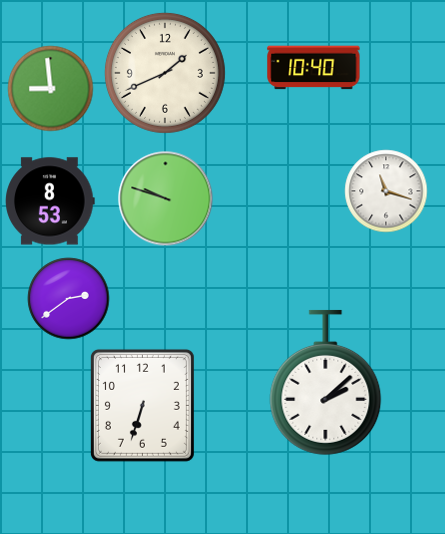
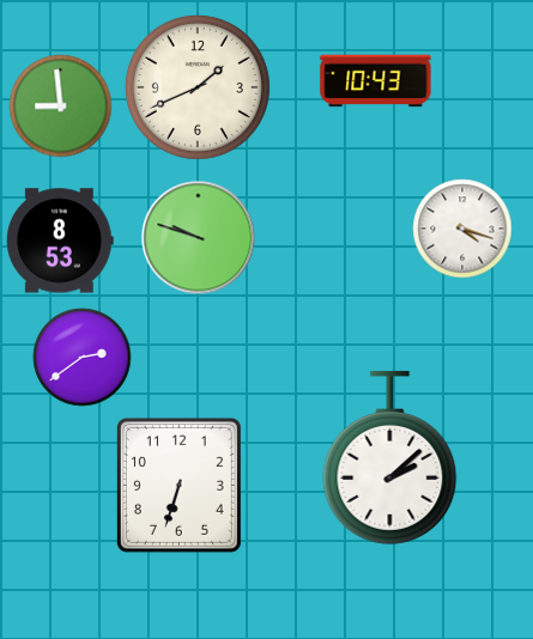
clock at (314, 68): 10:40 -> 10:43
clock at (386, 191): 11:18 -> 4:18
clock at (142, 405) position: (142, 405) -> (178, 485)
